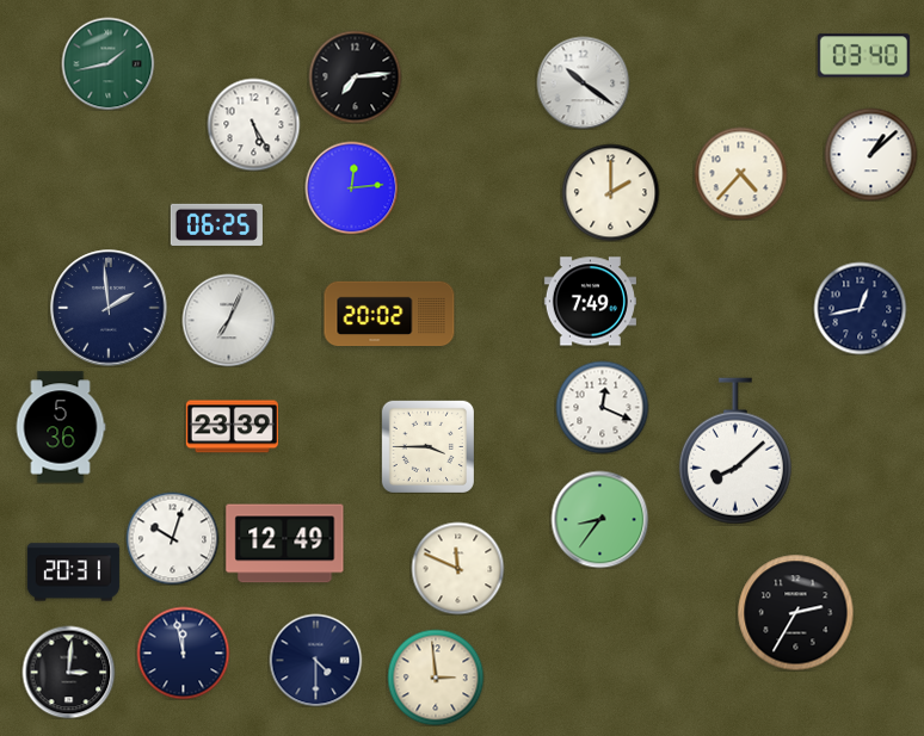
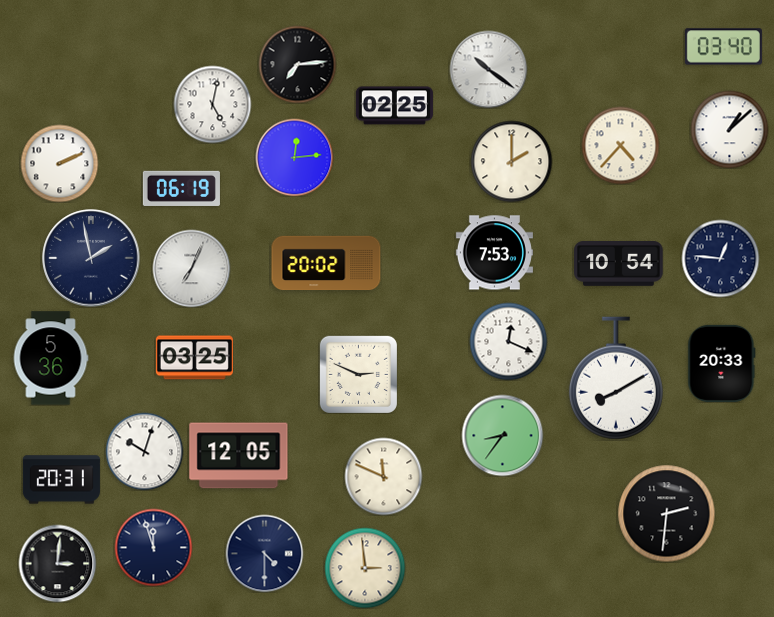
clock at (107, 63): 1:43 -> none
clock at (253, 124): 5:25 -> 5:02
clock at (394, 106): none -> 02:25
clock at (59, 163): none -> 2:11
clock at (216, 224): 06:25 -> 06:19
clock at (590, 302): 7:49 -> 7:53
clock at (109, 308): 1:59 -> 1:58
clock at (860, 308): 12:43 -> 12:46
clock at (619, 264): none -> 10:54
clock at (602, 407) position: (602, 407) -> (508, 341)
clock at (232, 427): 23:39 -> 03:25
clock at (722, 363): none -> 20:33
clock at (427, 446): 3:45 -> 2:49
clock at (735, 451): 8:08 -> 8:10
clock at (285, 544): 12:49 -> 12:05
clock at (795, 612): 2:35 -> 2:31
clock at (183, 652): 11:58 -> 11:57
